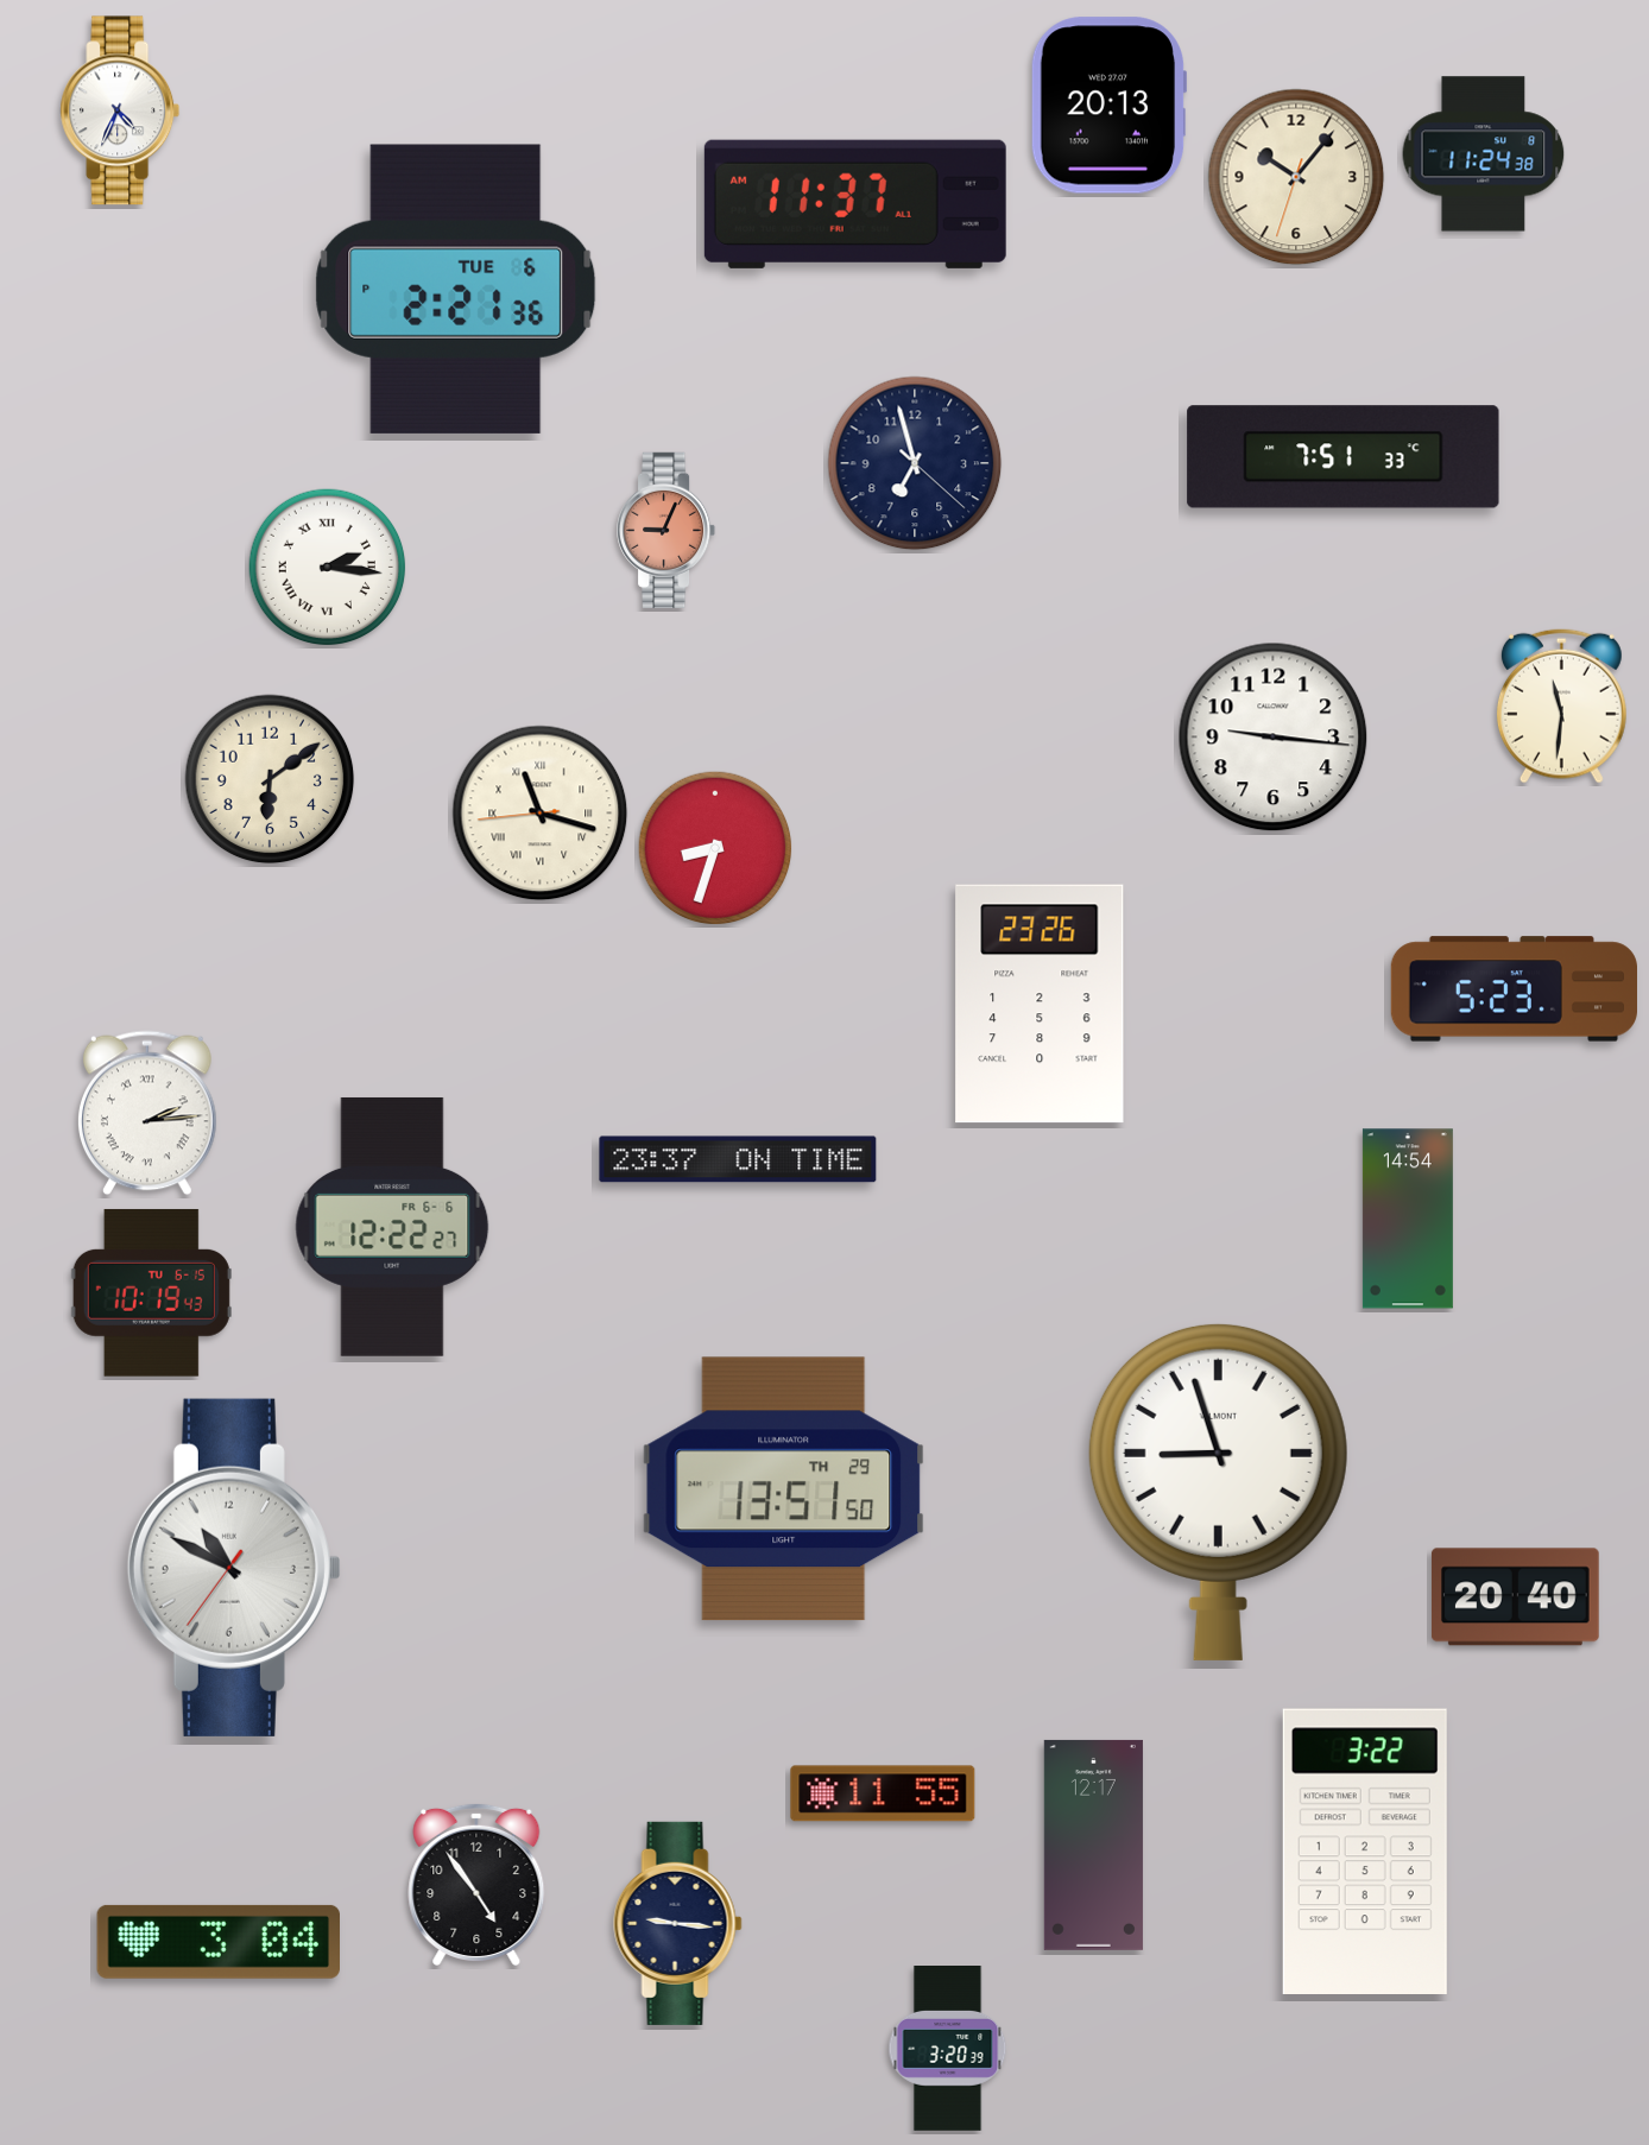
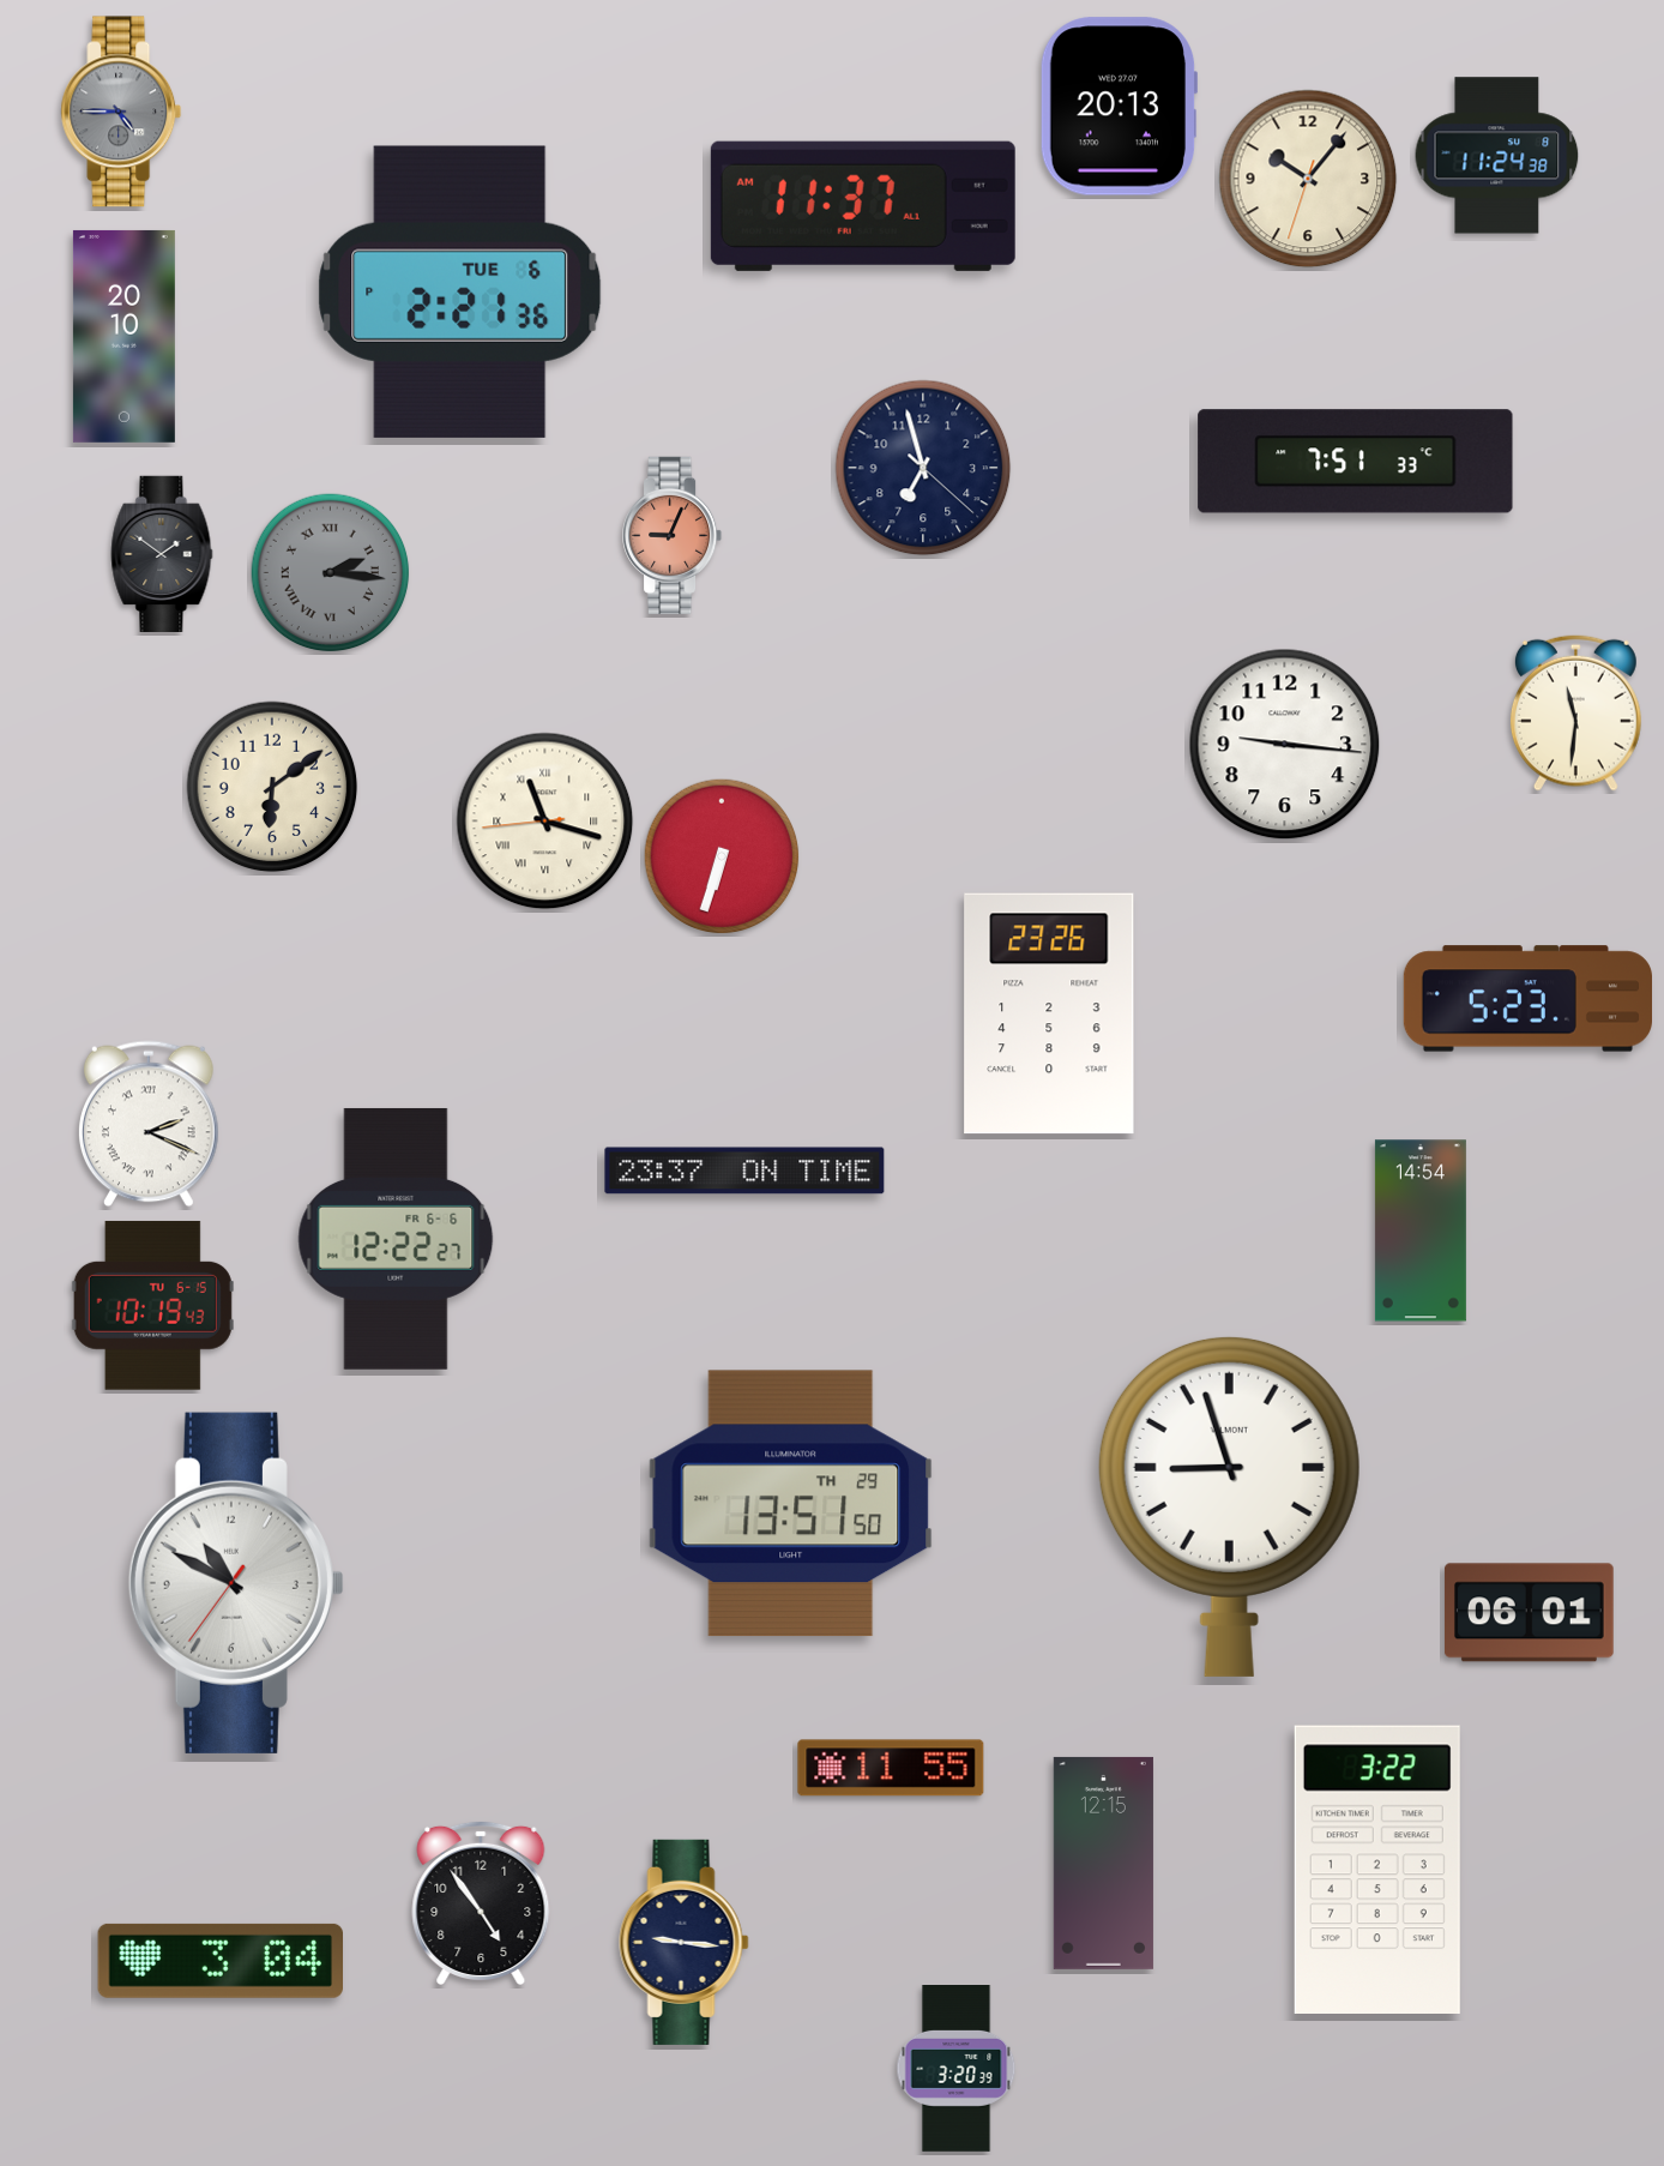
clock at (120, 110): 4:34 -> 4:45
clock at (120, 110) dial: white -> grey
clock at (123, 336): none -> 20:10
clock at (162, 553): none -> 1:51
clock at (328, 568) dial: white -> grey
clock at (715, 848): 8:33 -> 6:33
clock at (147, 1113): 2:14 -> 2:19
clock at (1515, 1597): 20:40 -> 06:01
clock at (883, 1793) position: (883, 1793) -> (891, 1768)
clock at (1093, 1845): 12:17 -> 12:15
